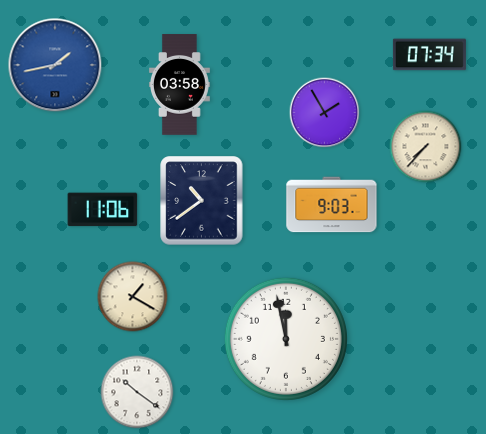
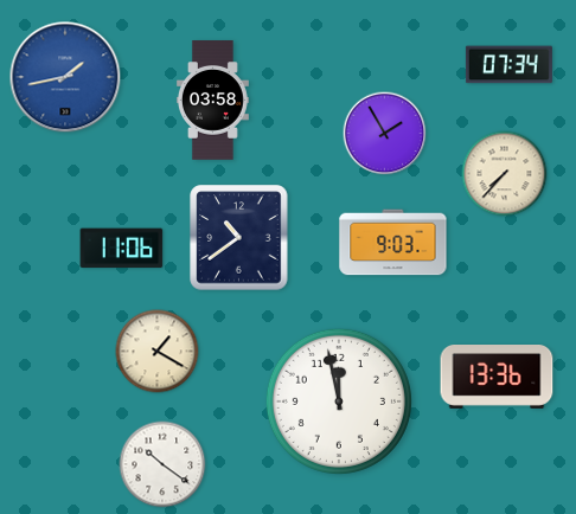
clock at (497, 378): none -> 13:36
